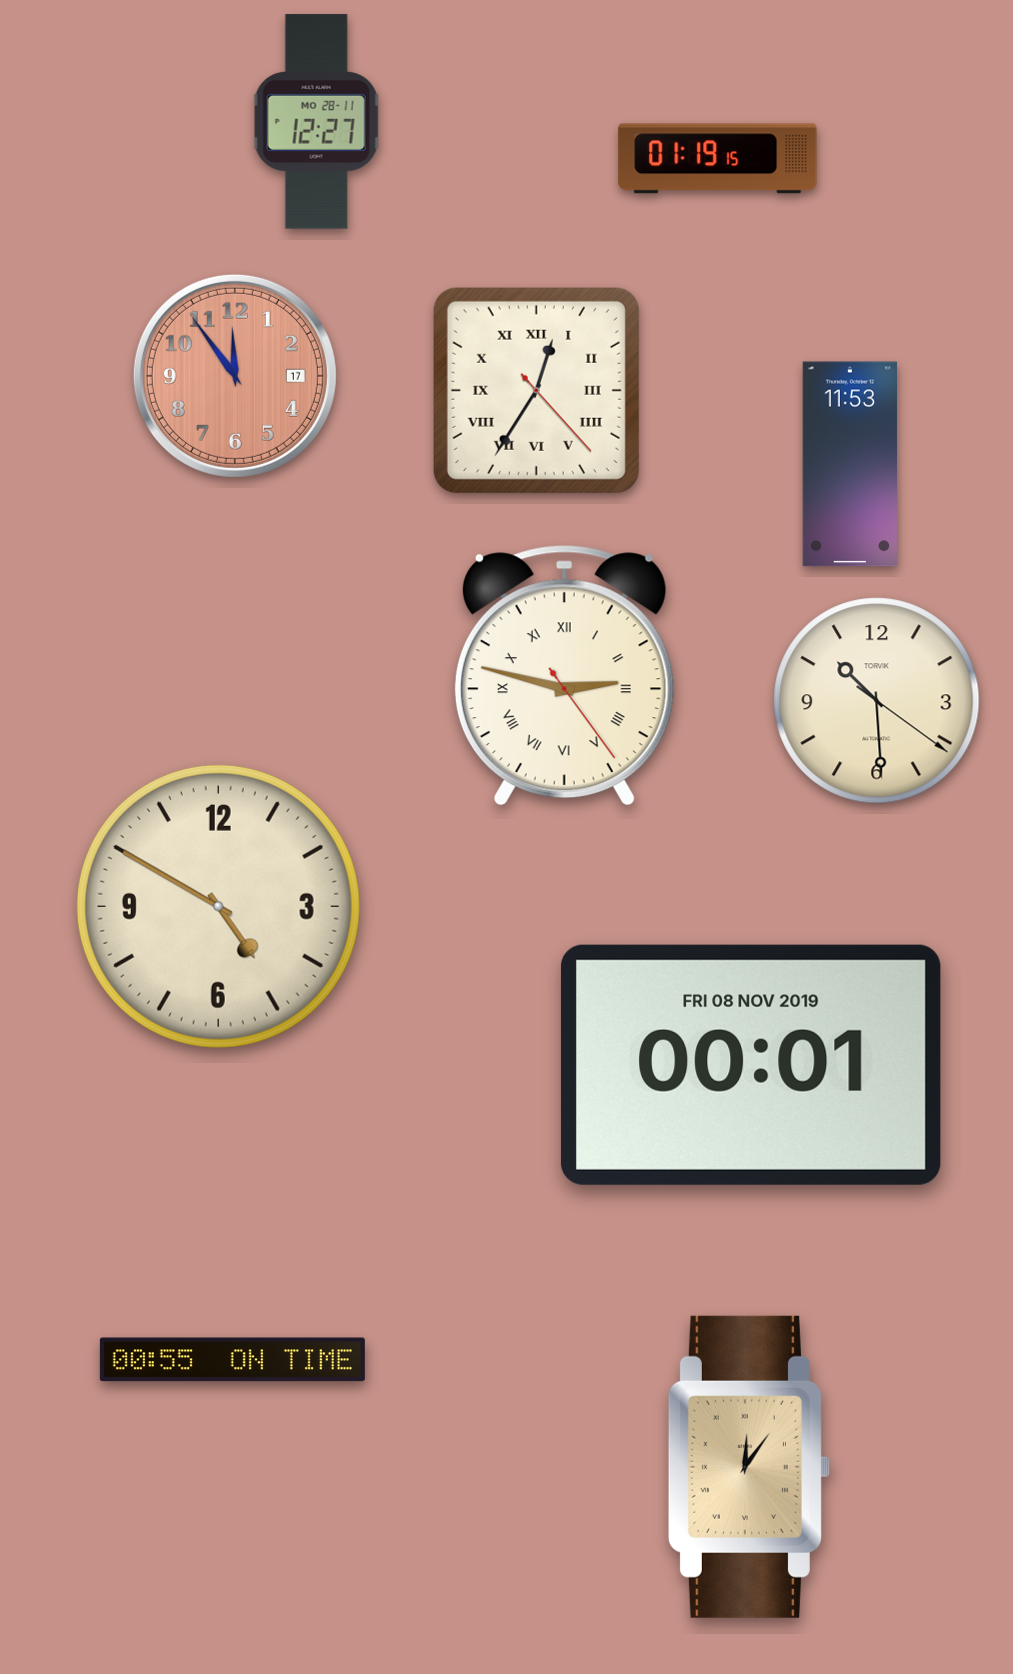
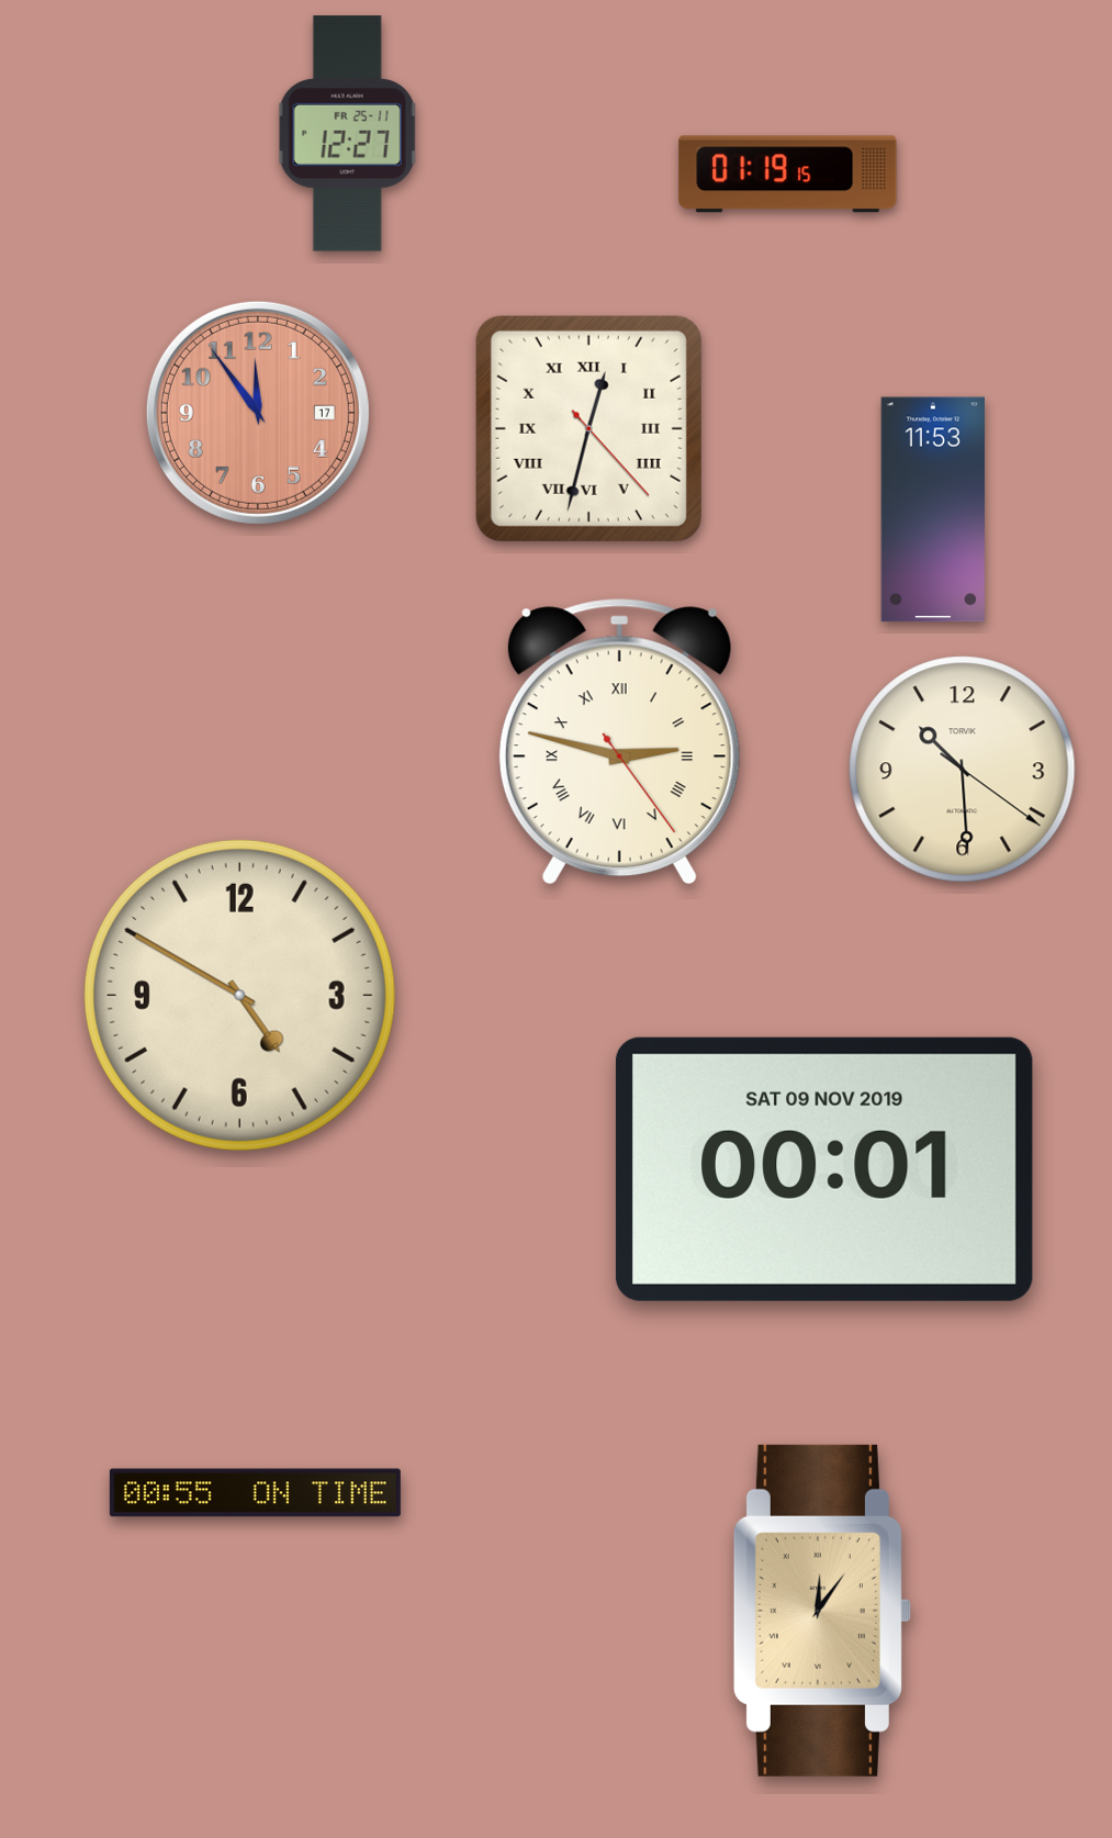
clock at (316, 122) date: MO 28-11 -> FR 25-11
clock at (536, 390): 12:35 -> 12:32
clock at (751, 1065) date: FRI 08 NOV 2019 -> SAT 09 NOV 2019
